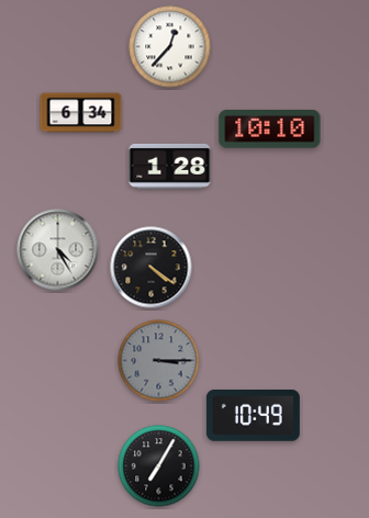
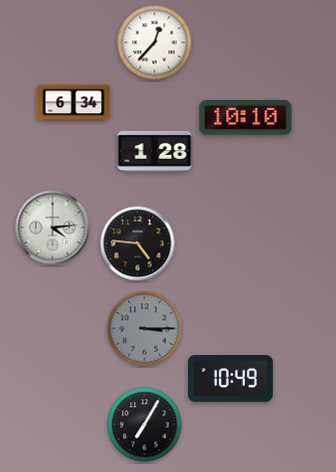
clock at (58, 250): 4:25 -> 4:14
clock at (152, 268): 4:21 -> 4:46
